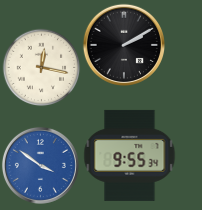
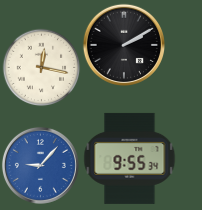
clock at (130, 155) position: (130, 155) -> (130, 158)
clock at (40, 165): 3:51 -> 9:07
